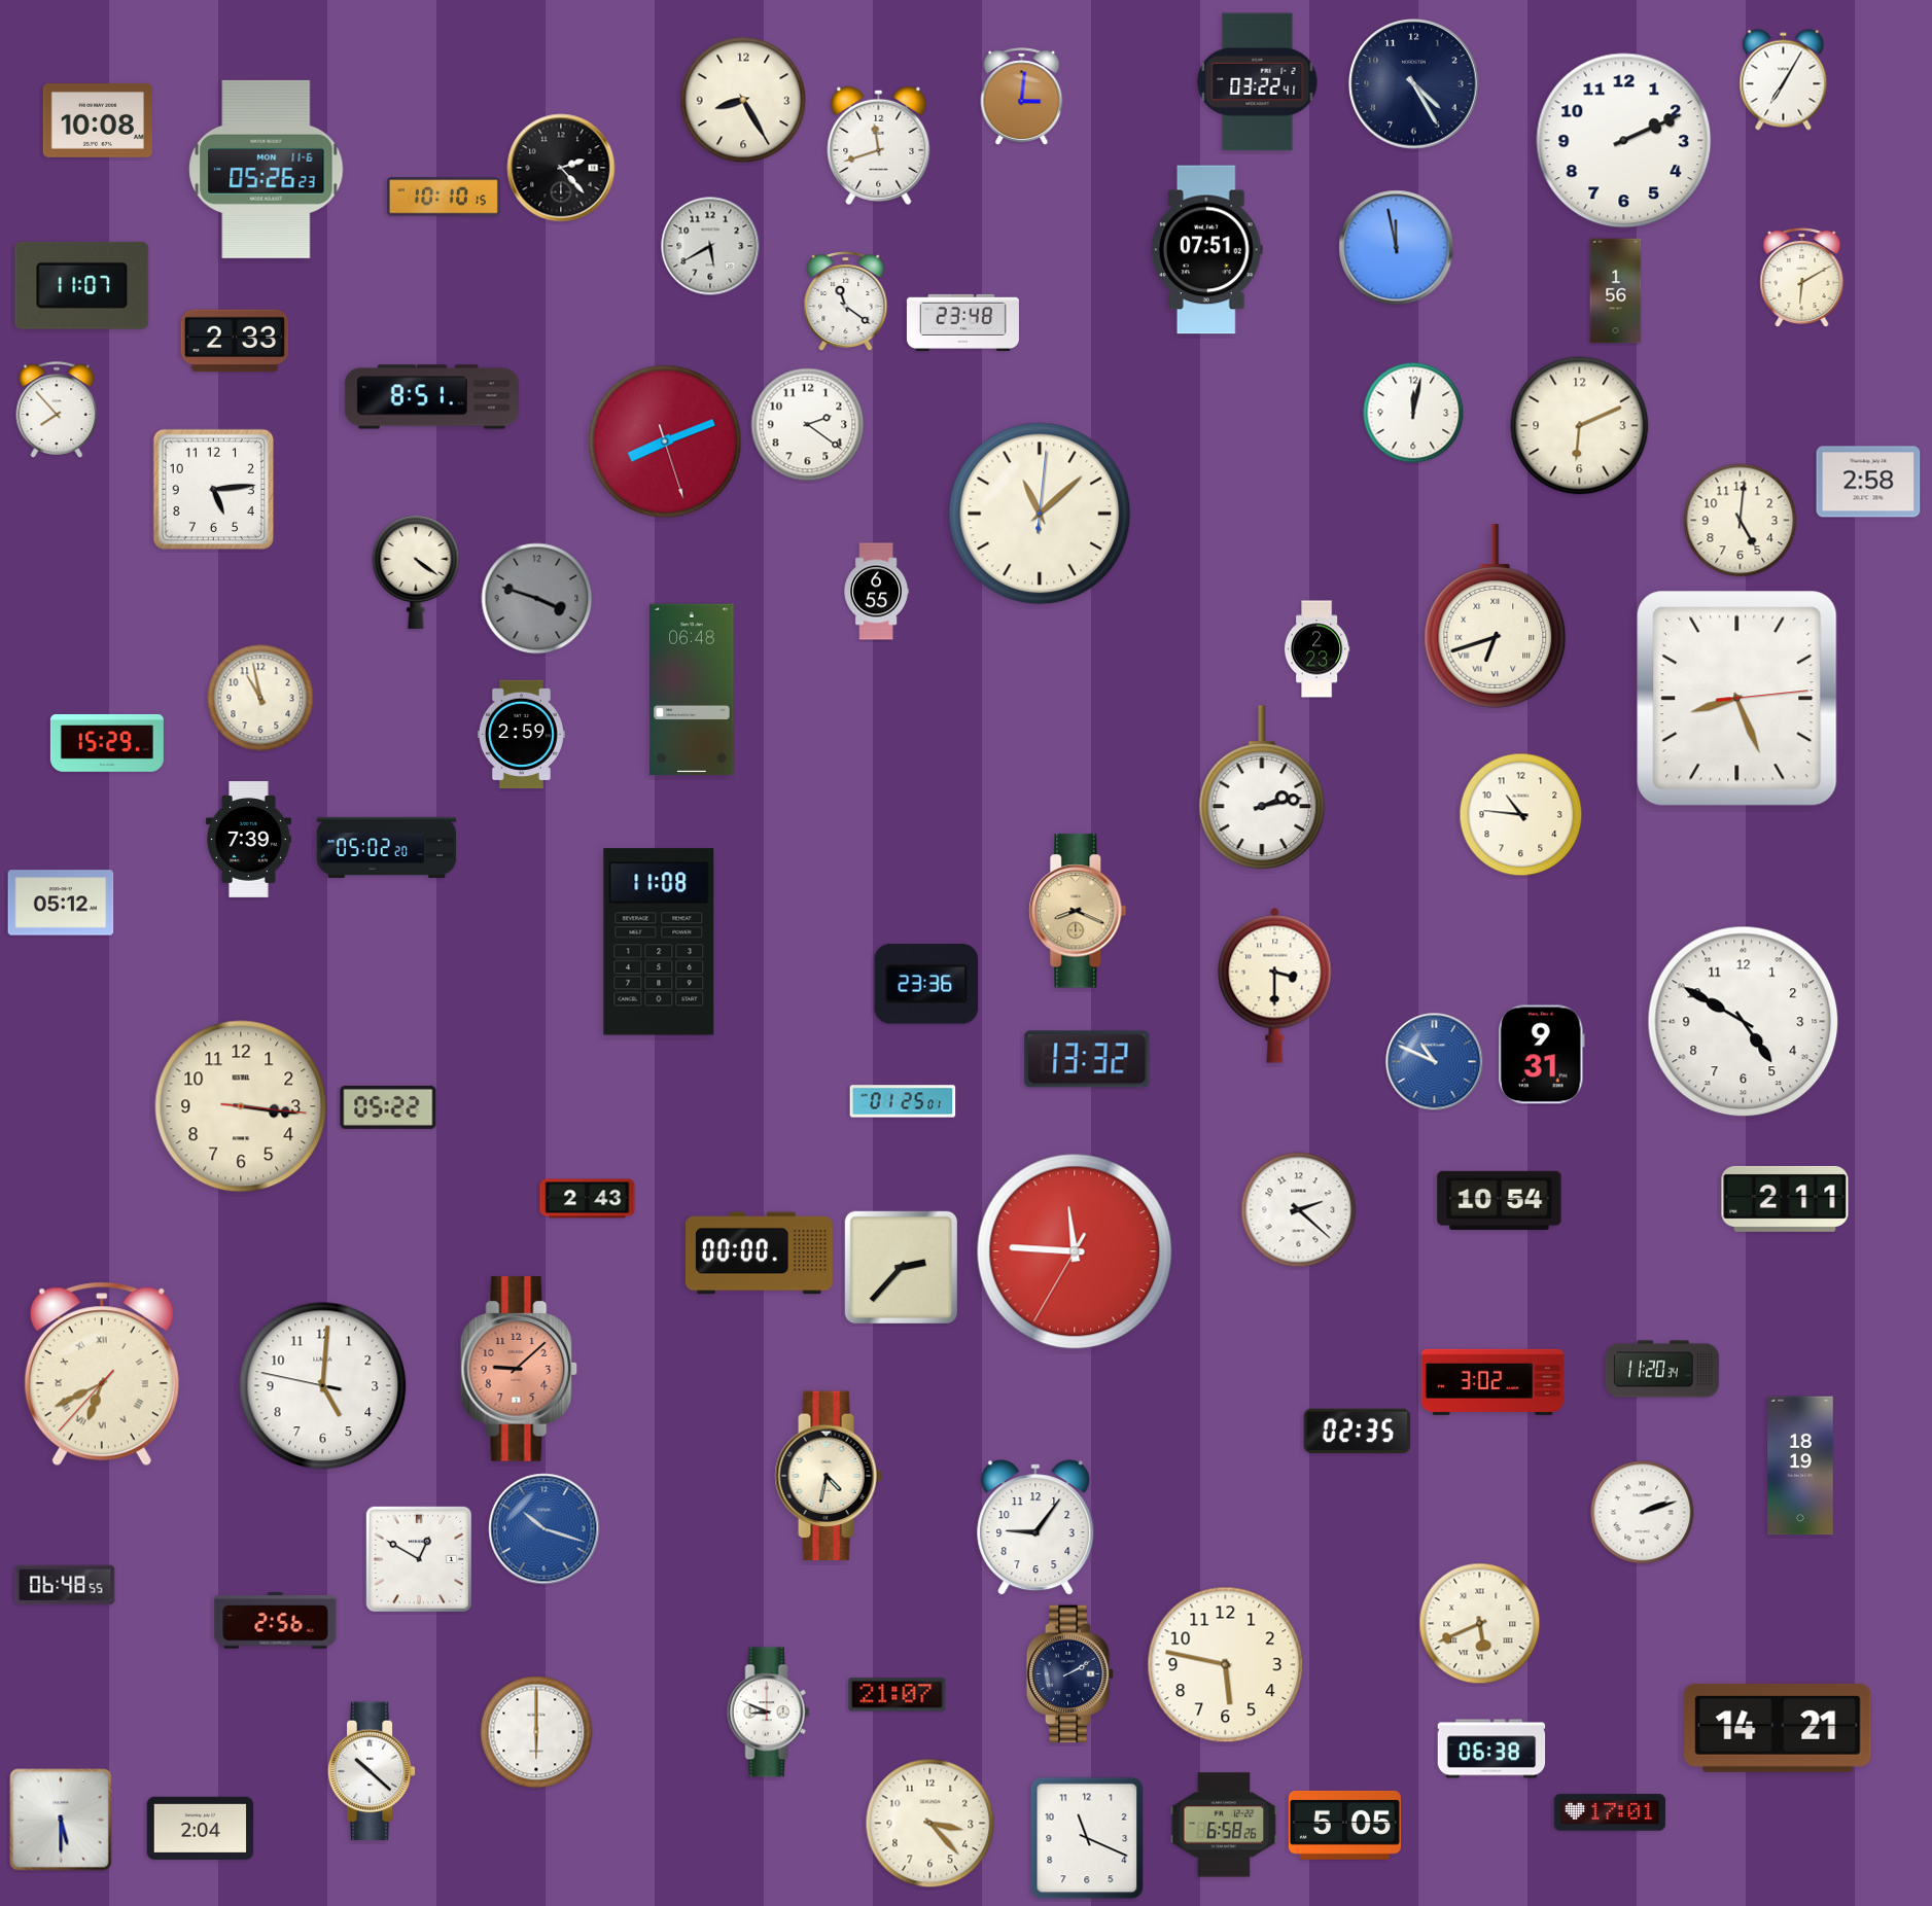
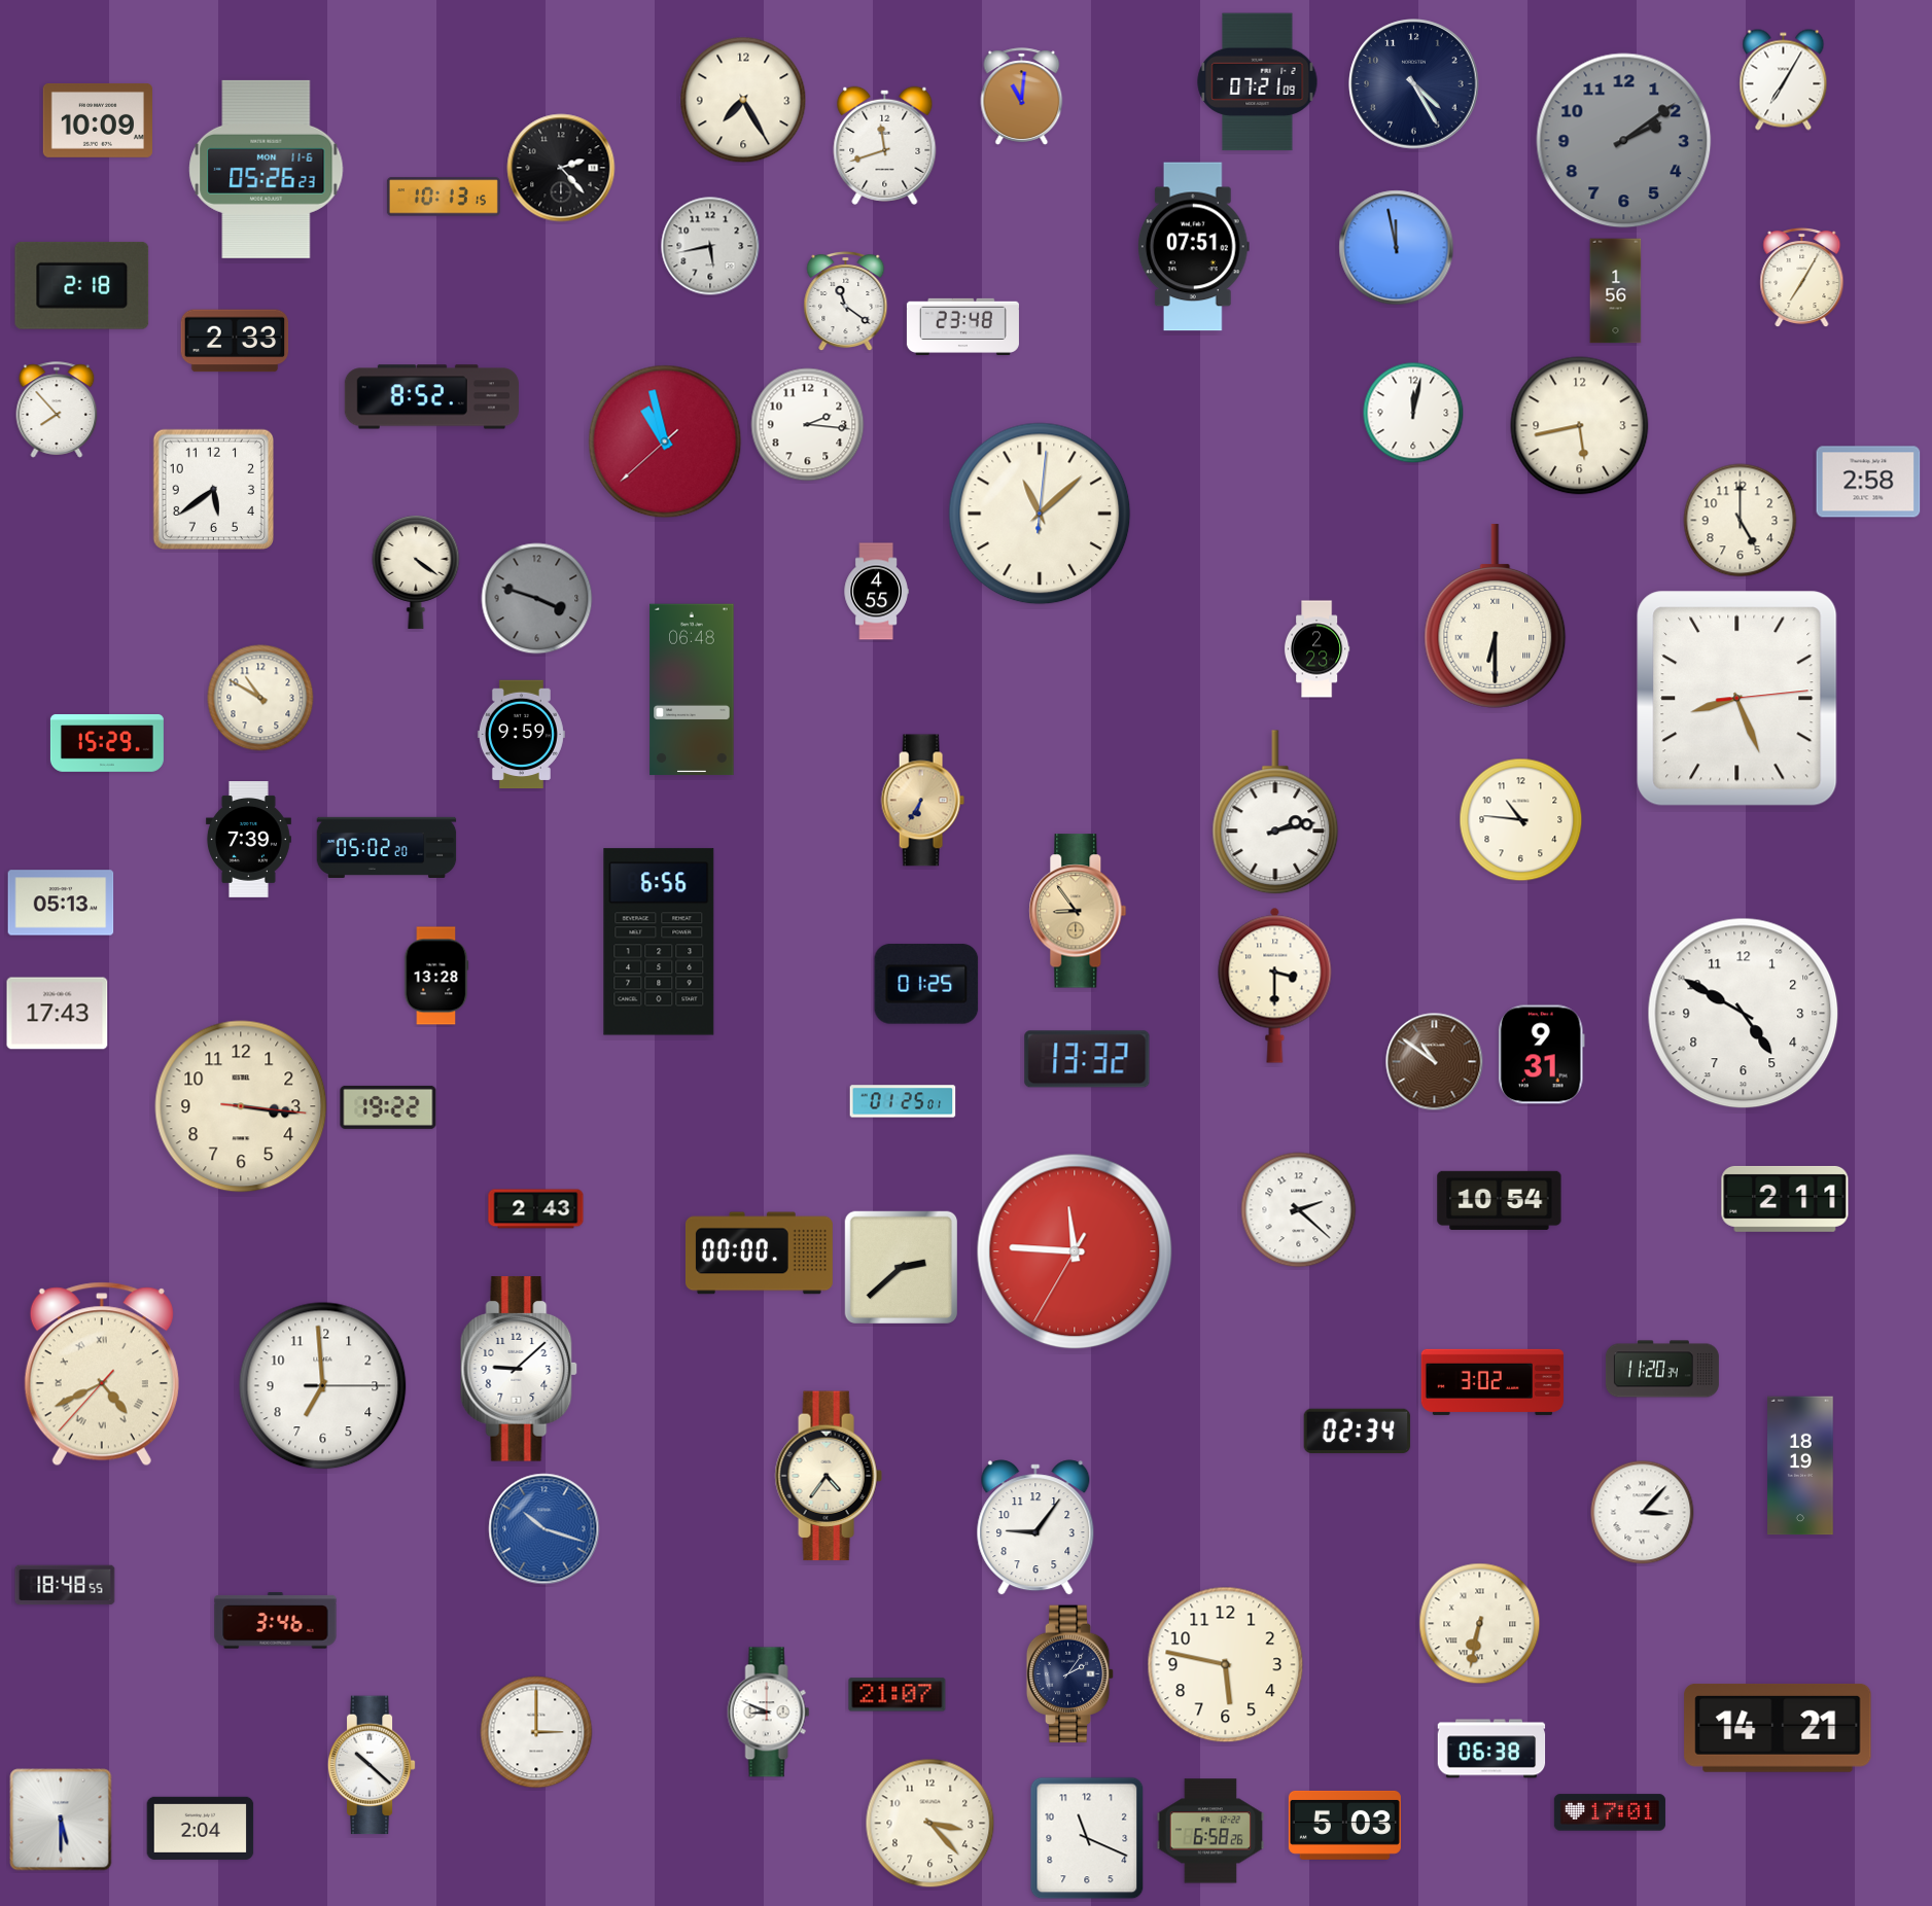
clock at (1258, 82): 03:22 -> 07:21
clock at (1022, 97): 3:01 -> 11:01
clock at (743, 100): 8:25 -> 7:25
clock at (97, 121): 10:08 -> 10:09
clock at (1624, 141): 2:11 -> 2:09
clock at (1624, 141) dial: white -> grey
clock at (879, 145) position: (879, 145) -> (885, 145)
clock at (444, 197): 10:10 -> 10:13
clock at (710, 246): 5:40 -> 5:43
clock at (1206, 250) position: (1206, 250) -> (1193, 247)
clock at (1802, 278): 6:10 -> 7:05
clock at (82, 285): 11:07 -> 2:18
clock at (962, 322) position: (962, 322) -> (962, 326)
clock at (431, 397): 8:51 -> 8:52
clock at (808, 425): 2:21 -> 2:16
clock at (1580, 426): 6:11 -> 5:43
clock at (665, 442): 8:11 -> 10:57
clock at (213, 489): 5:14 -> 5:39
clock at (1741, 521): 5:01 -> 5:00
clock at (876, 592): 6:55 -> 4:55
clock at (1496, 616): 6:42 -> 6:30
clock at (260, 698): 10:58 -> 10:50
clock at (521, 735): 2:59 -> 9:59
clock at (1262, 788) position: (1262, 788) -> (1275, 813)
clock at (922, 801): none -> 6:35
clock at (1521, 815) position: (1521, 815) -> (1521, 820)
clock at (61, 903): 05:12 -> 05:13
clock at (1078, 911): 8:19 -> 8:54
clock at (659, 942): 11:08 -> 6:56
clock at (436, 976): none -> 13:28
clock at (926, 984): 23:36 -> 01:25
clock at (58, 1014): none -> 17:43
clock at (1744, 1022) position: (1744, 1022) -> (1744, 1014)
clock at (1435, 1062): 10:49 -> 10:51
clock at (1435, 1062) dial: blue -> brown
clock at (388, 1107): 05:22 -> 19:22
clock at (588, 1199) position: (588, 1199) -> (536, 1209)
clock at (901, 1267): 2:37 -> 2:38
clock at (519, 1369) dial: salmon -> white
clock at (102, 1374): 6:40 -> 4:40
clock at (323, 1386): 5:00 -> 6:59
clock at (1358, 1432): 02:35 -> 02:34
clock at (829, 1476): 4:32 -> 4:36
clock at (1643, 1513): 2:12 -> 3:07
clock at (419, 1559): 12:50 -> none
clock at (65, 1585): 06:48 -> 18:48
clock at (276, 1621): 2:56 -> 3:46
clock at (1480, 1624): 5:41 -> 6:32
clock at (1070, 1674): 2:10 -> 2:06
clock at (536, 1732): 6:00 -> 3:00
clock at (372, 1771) position: (372, 1771) -> (372, 1765)
clock at (1224, 1825) position: (1224, 1825) -> (1210, 1831)
clock at (1344, 1825): 5:05 -> 5:03
